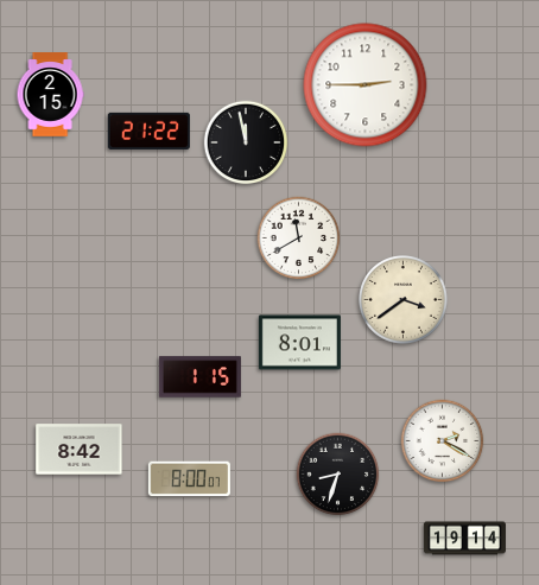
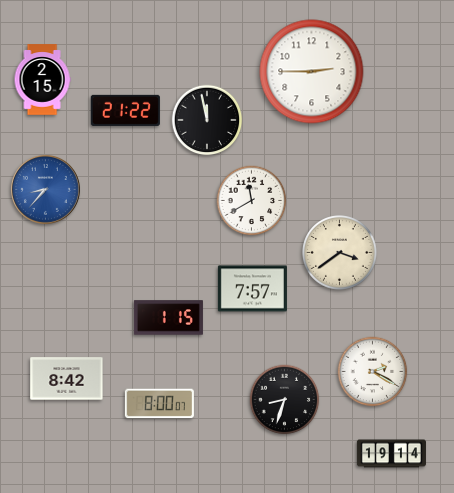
clock at (366, 85) position: (366, 85) -> (312, 72)
clock at (45, 189): none -> 8:37
clock at (299, 343): 8:01 -> 7:57
